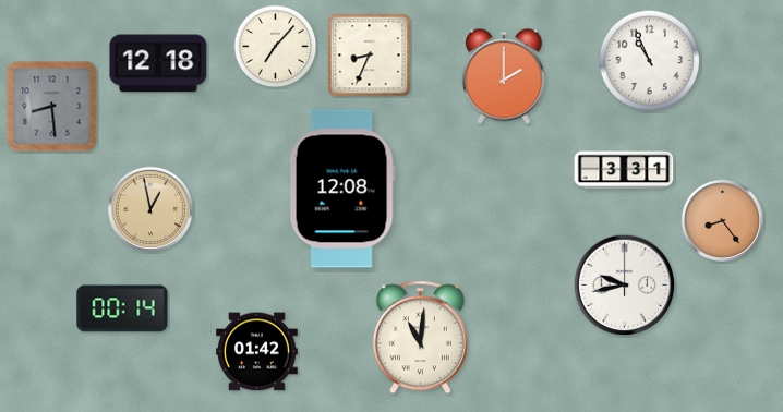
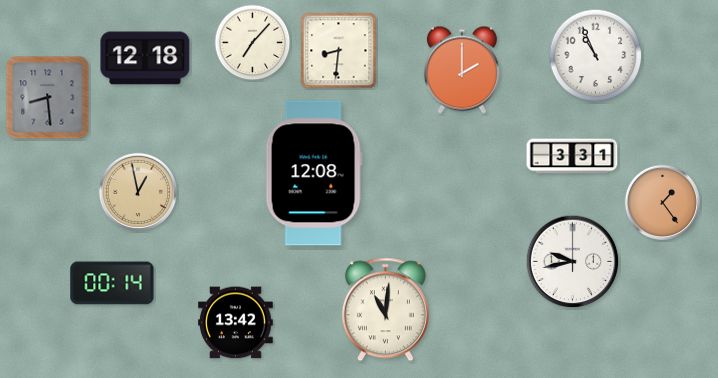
clock at (370, 56): 8:34 -> 8:31
clock at (722, 220): 8:24 -> 1:24
clock at (257, 352): 01:42 -> 13:42
